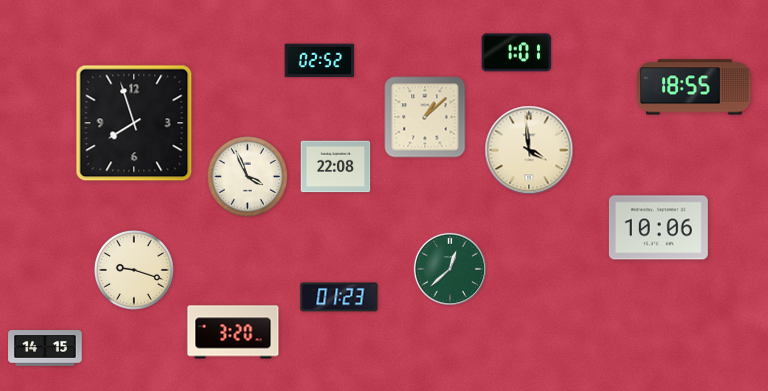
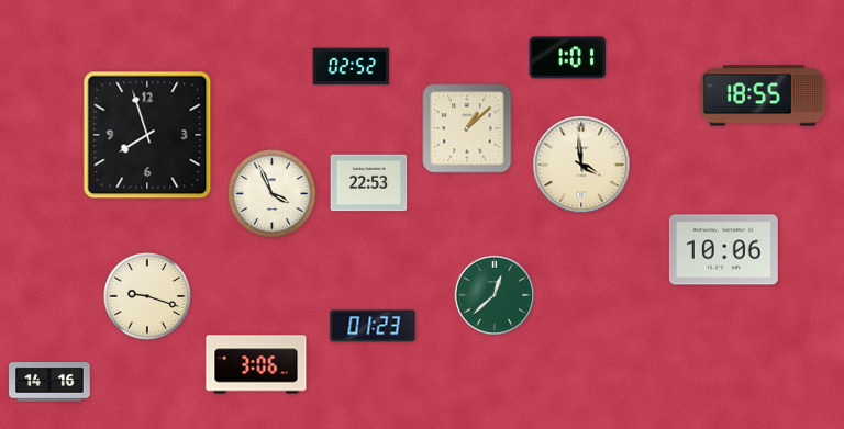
clock at (336, 167): 22:08 -> 22:53
clock at (233, 332): 3:20 -> 3:06
clock at (45, 348): 14:15 -> 14:16
